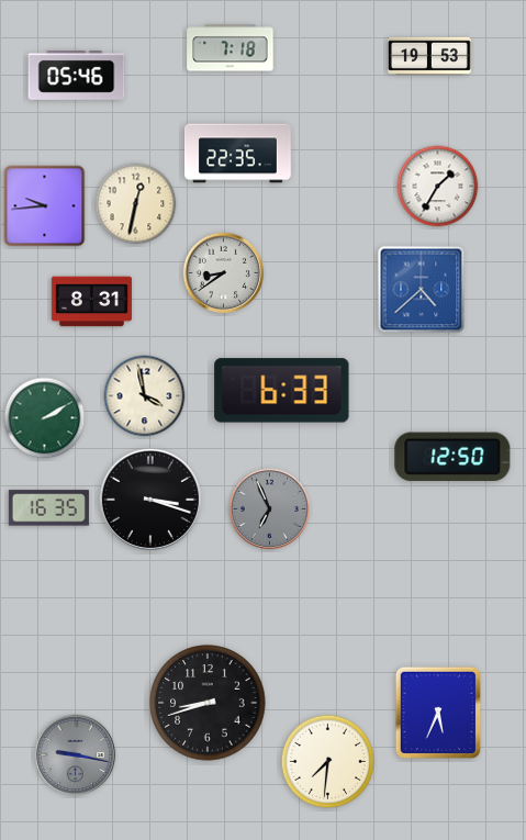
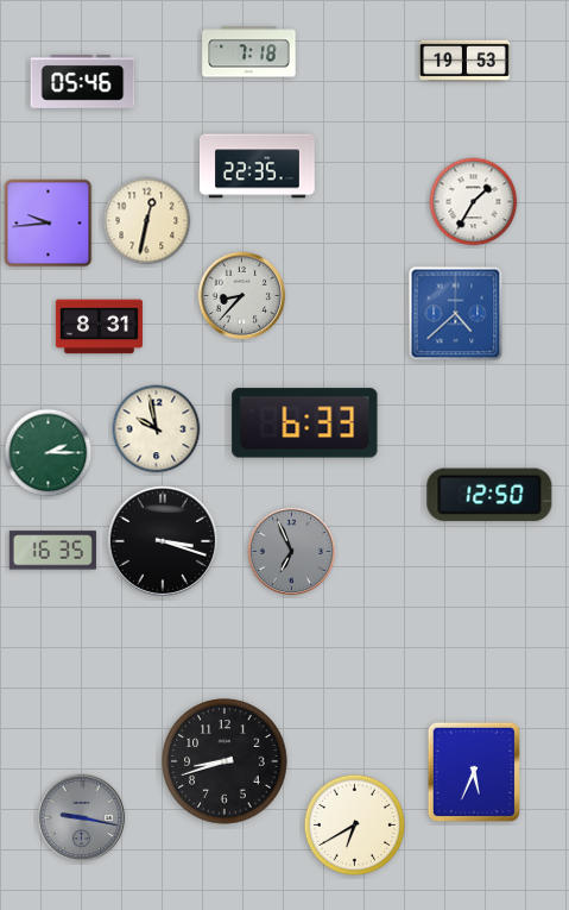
clock at (224, 273): 8:39 -> 8:37
clock at (145, 396): 3:58 -> 9:58
clock at (45, 418): 2:10 -> 2:15
clock at (328, 762): 7:31 -> 6:40
